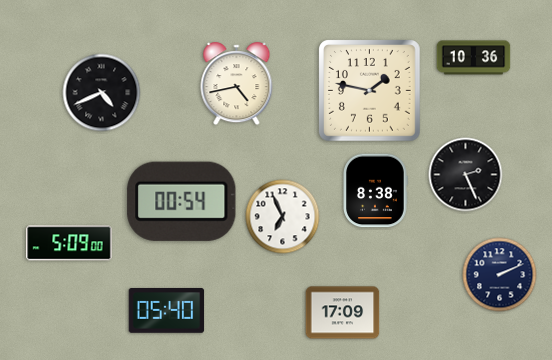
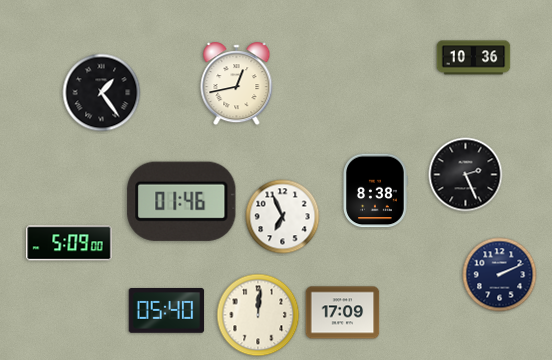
clock at (237, 84): 4:43 -> 12:43
clock at (370, 91): 1:47 -> none
clock at (102, 93): 4:41 -> 1:24
clock at (182, 201): 00:54 -> 01:46
clock at (258, 315): none -> 12:01
